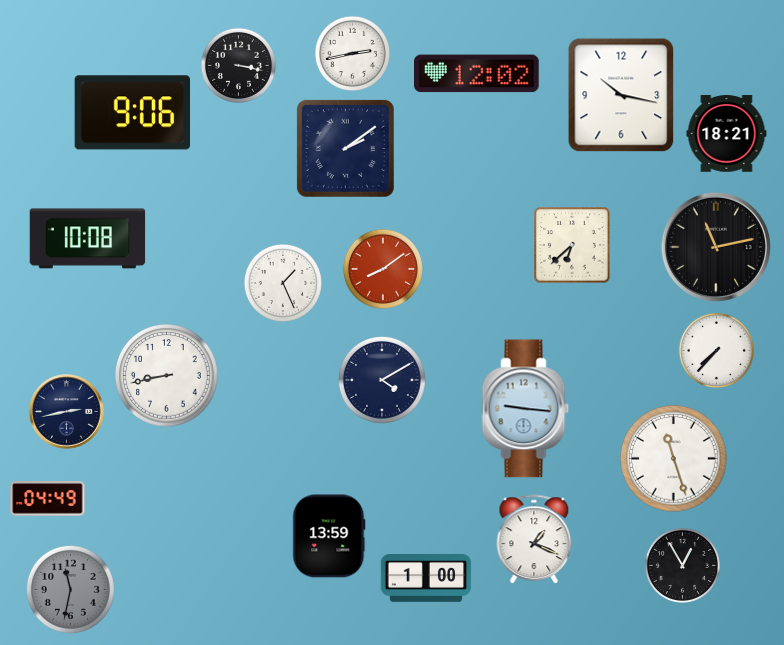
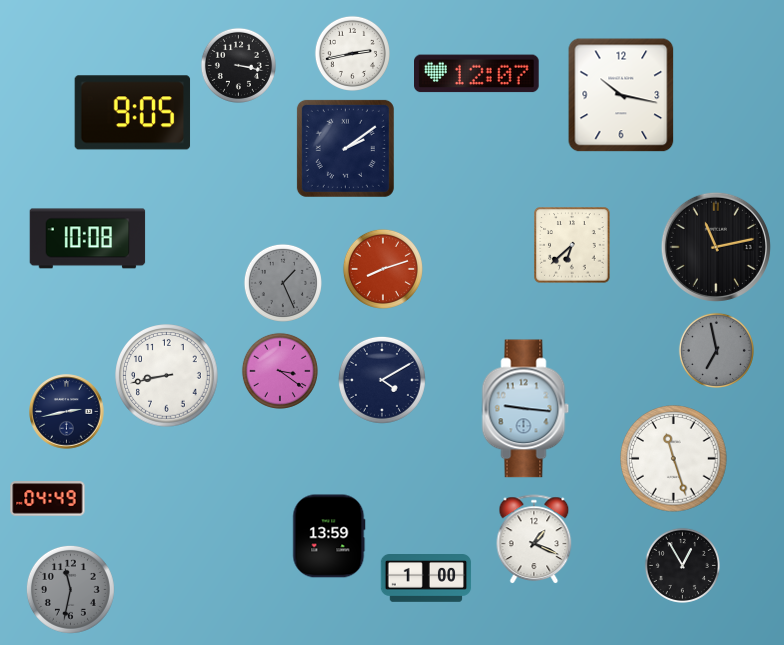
clock at (477, 74): 12:02 -> 12:07
clock at (133, 113): 9:06 -> 9:05
clock at (727, 134): 18:21 -> none
clock at (383, 269): 8:09 -> 8:12
clock at (283, 283) dial: white -> grey
clock at (716, 350): 7:37 -> 6:58
clock at (716, 350) dial: white -> grey
clock at (280, 371): none -> 3:21
